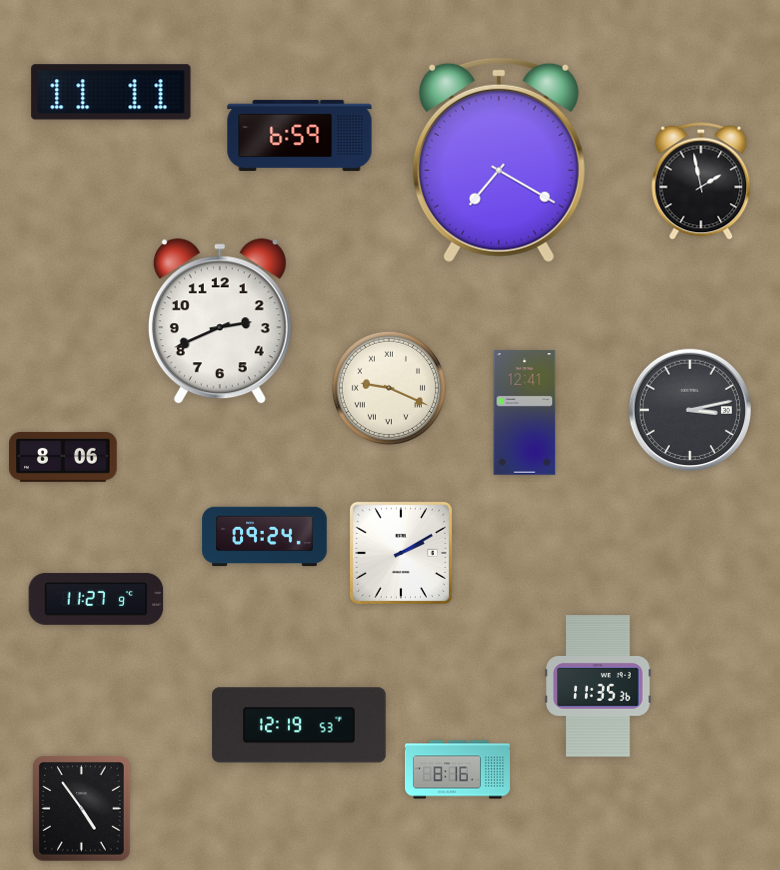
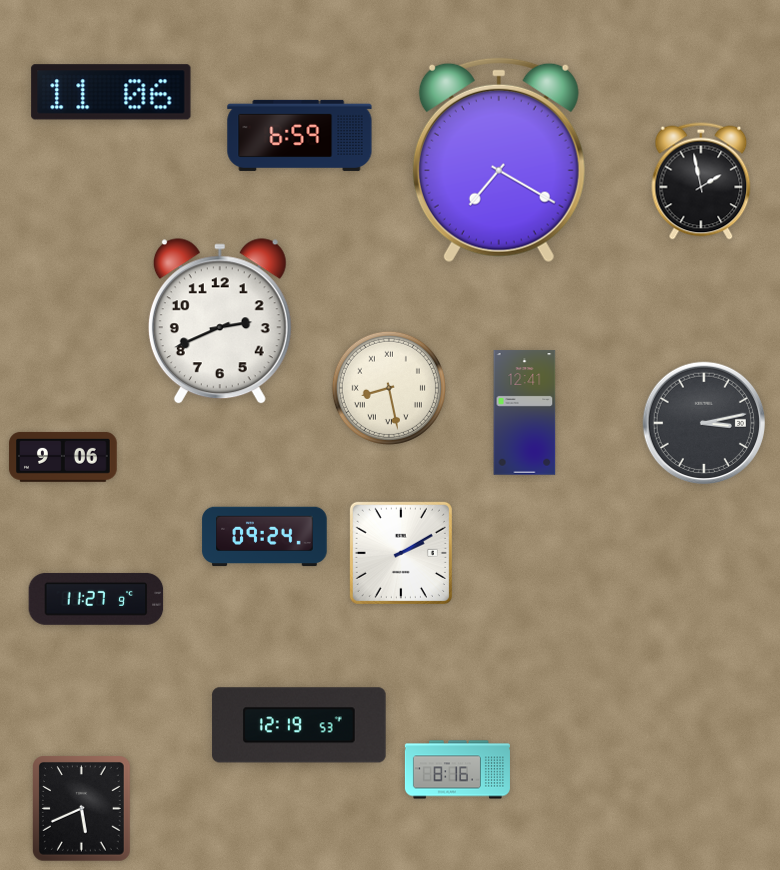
clock at (111, 92): 11:11 -> 11:06
clock at (389, 388): 9:19 -> 8:28
clock at (690, 410) position: (690, 410) -> (704, 423)
clock at (63, 457): 8:06 -> 9:06
clock at (598, 686): 11:35 -> none
clock at (82, 809): 4:54 -> 5:41
